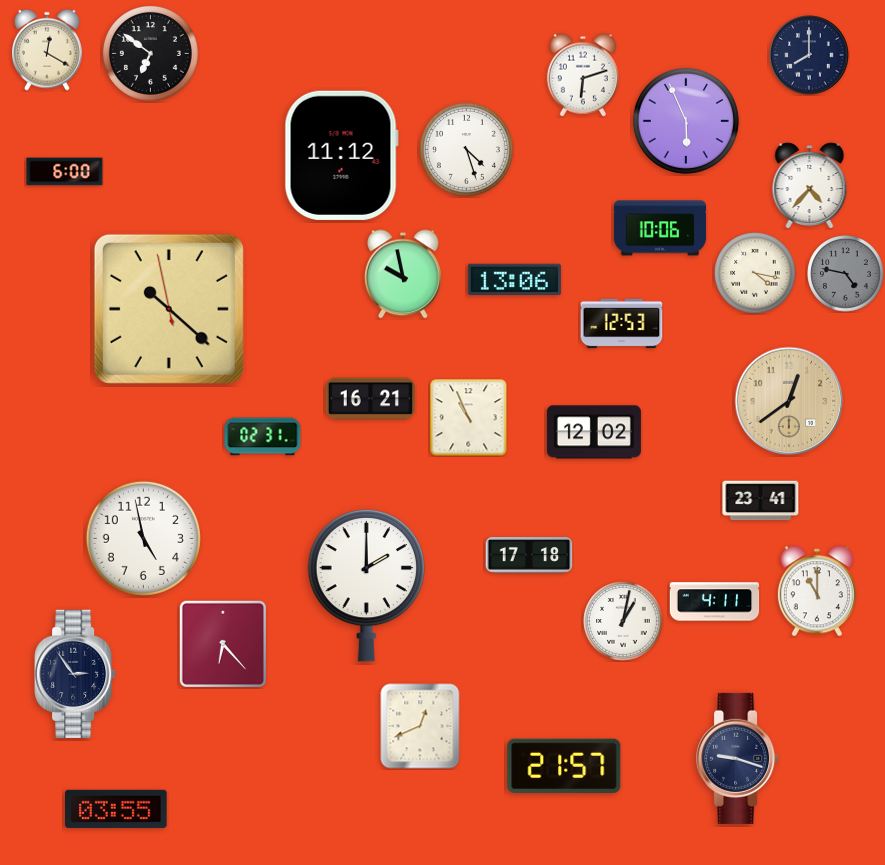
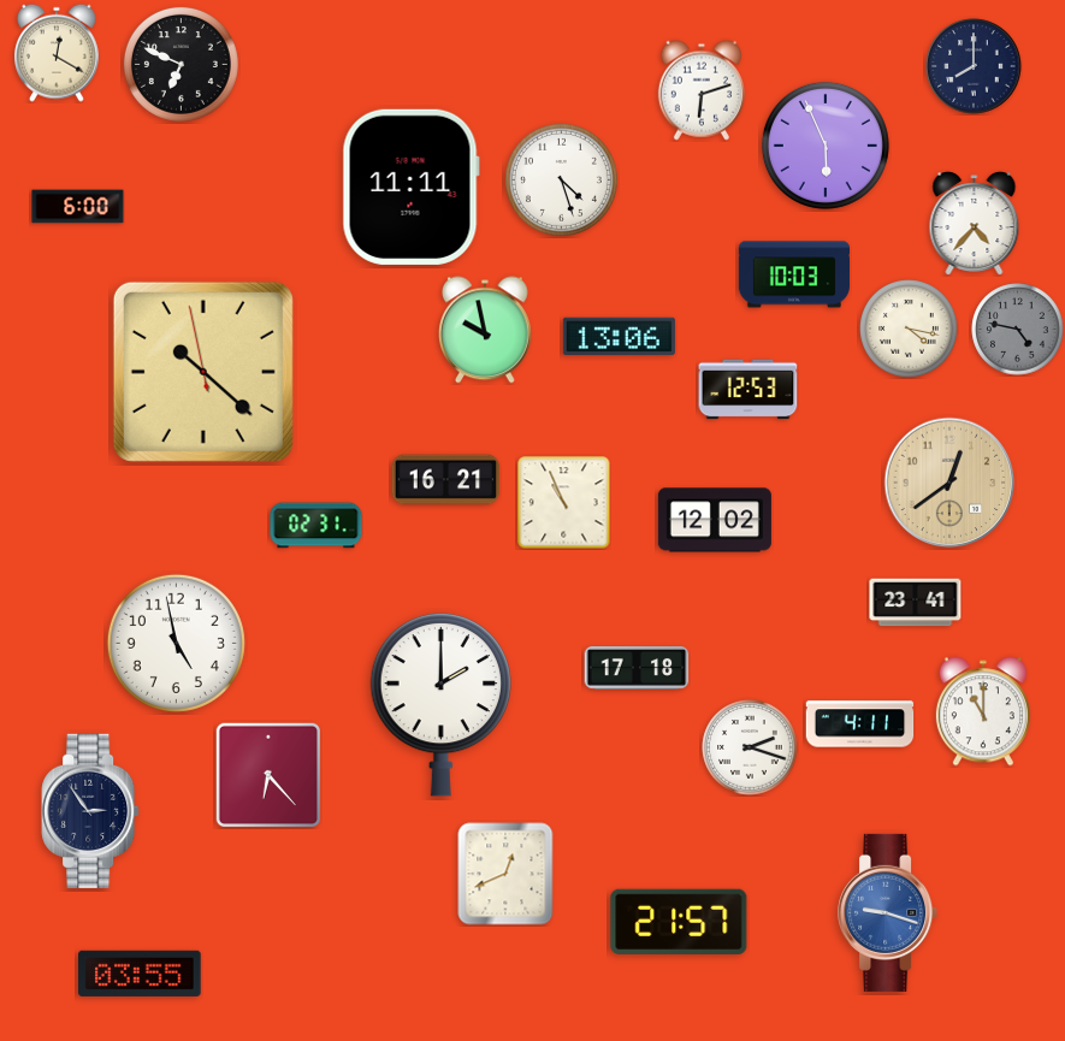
clock at (48, 50) position: (48, 50) -> (58, 53)
clock at (150, 53): 6:51 -> 6:49
clock at (341, 155): 11:12 -> 11:11
clock at (659, 228): 10:06 -> 10:03
clock at (143, 538) position: (143, 538) -> (176, 643)
clock at (623, 621): 1:02 -> 2:18
clock at (738, 758) dial: navy -> blue
